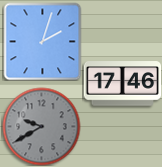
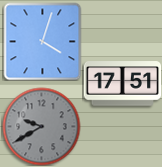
clock at (42, 41): 2:03 -> 4:03
clock at (122, 84): 17:46 -> 17:51
